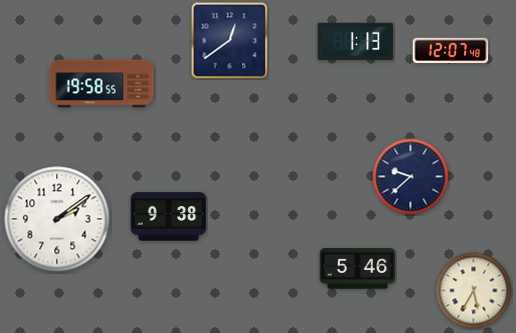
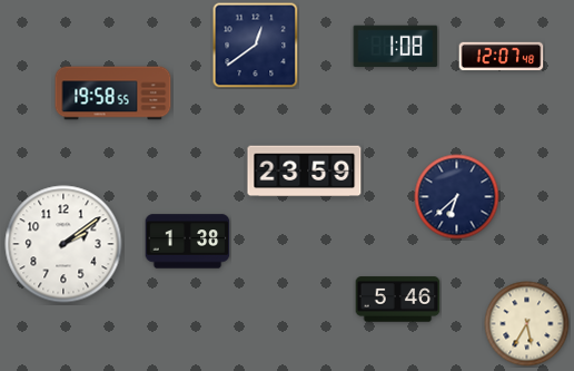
clock at (356, 42): 1:13 -> 1:08
clock at (305, 172): none -> 23:59
clock at (411, 177): 9:38 -> 6:38
clock at (169, 217): 9:38 -> 1:38
